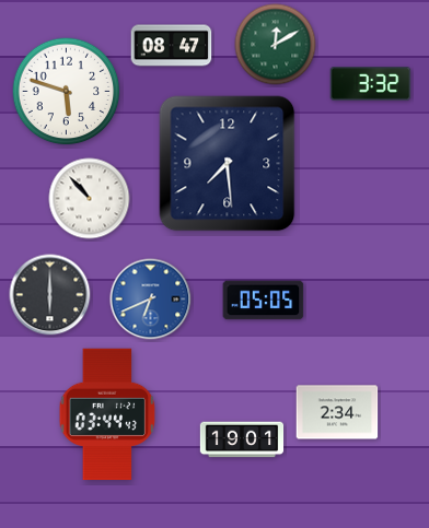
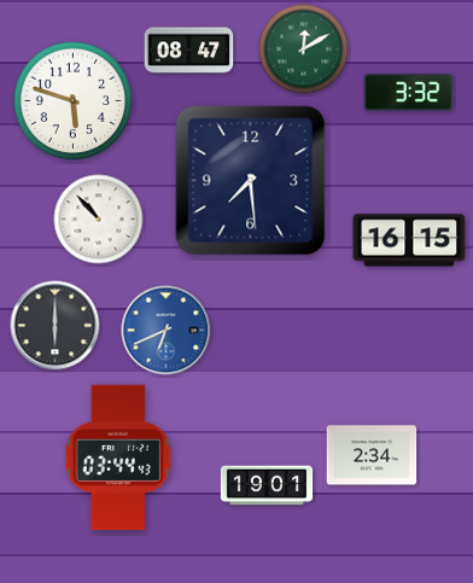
clock at (409, 240): none -> 16:15
clock at (264, 301): 05:05 -> none
